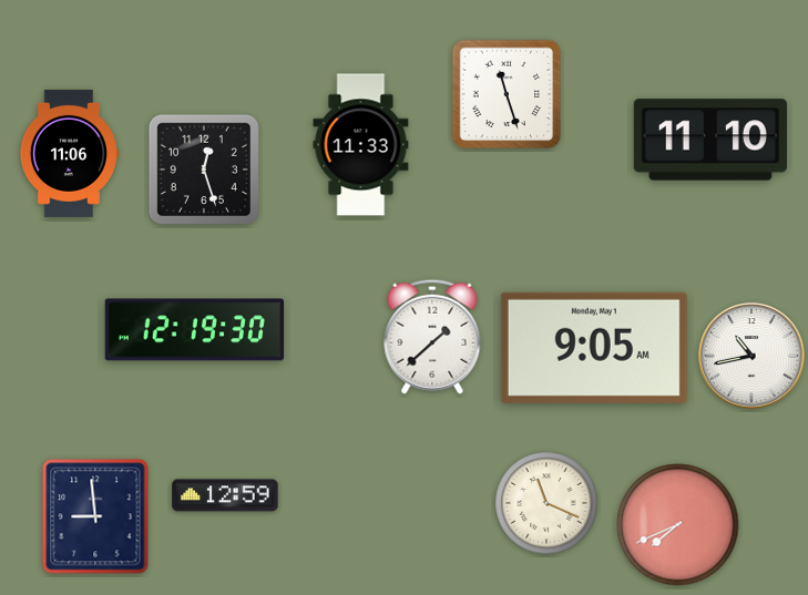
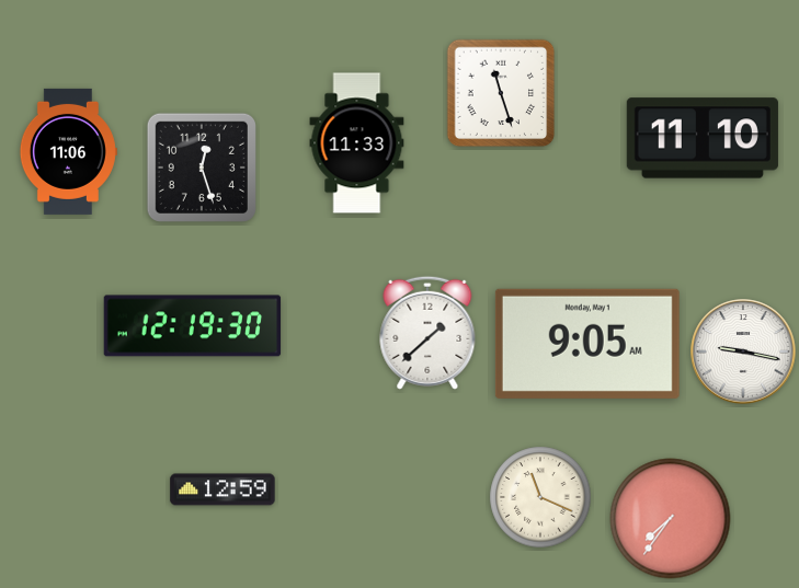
clock at (751, 356): 10:43 -> 9:17
clock at (95, 516): 8:59 -> none
clock at (678, 525): 7:41 -> 7:36
